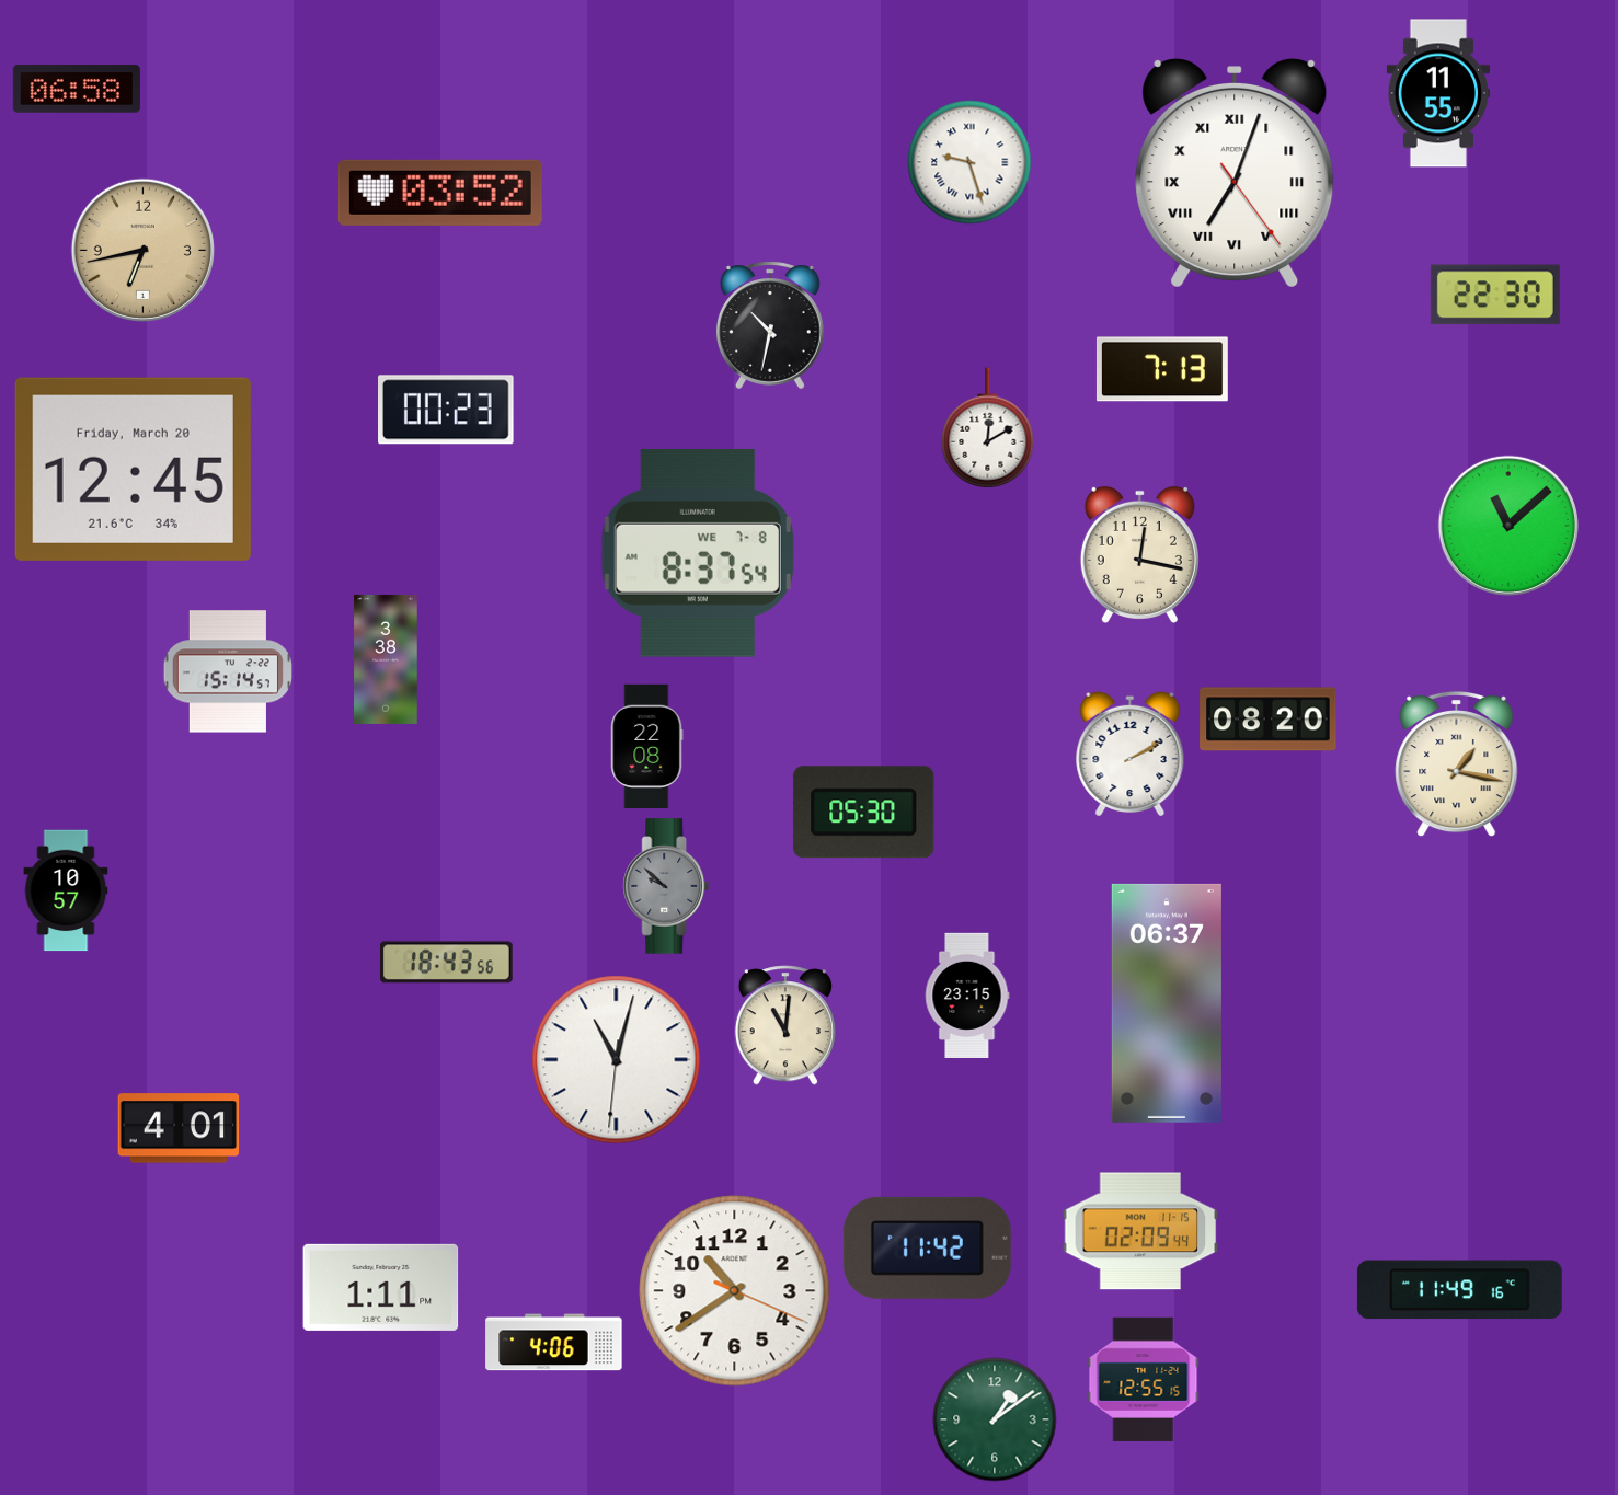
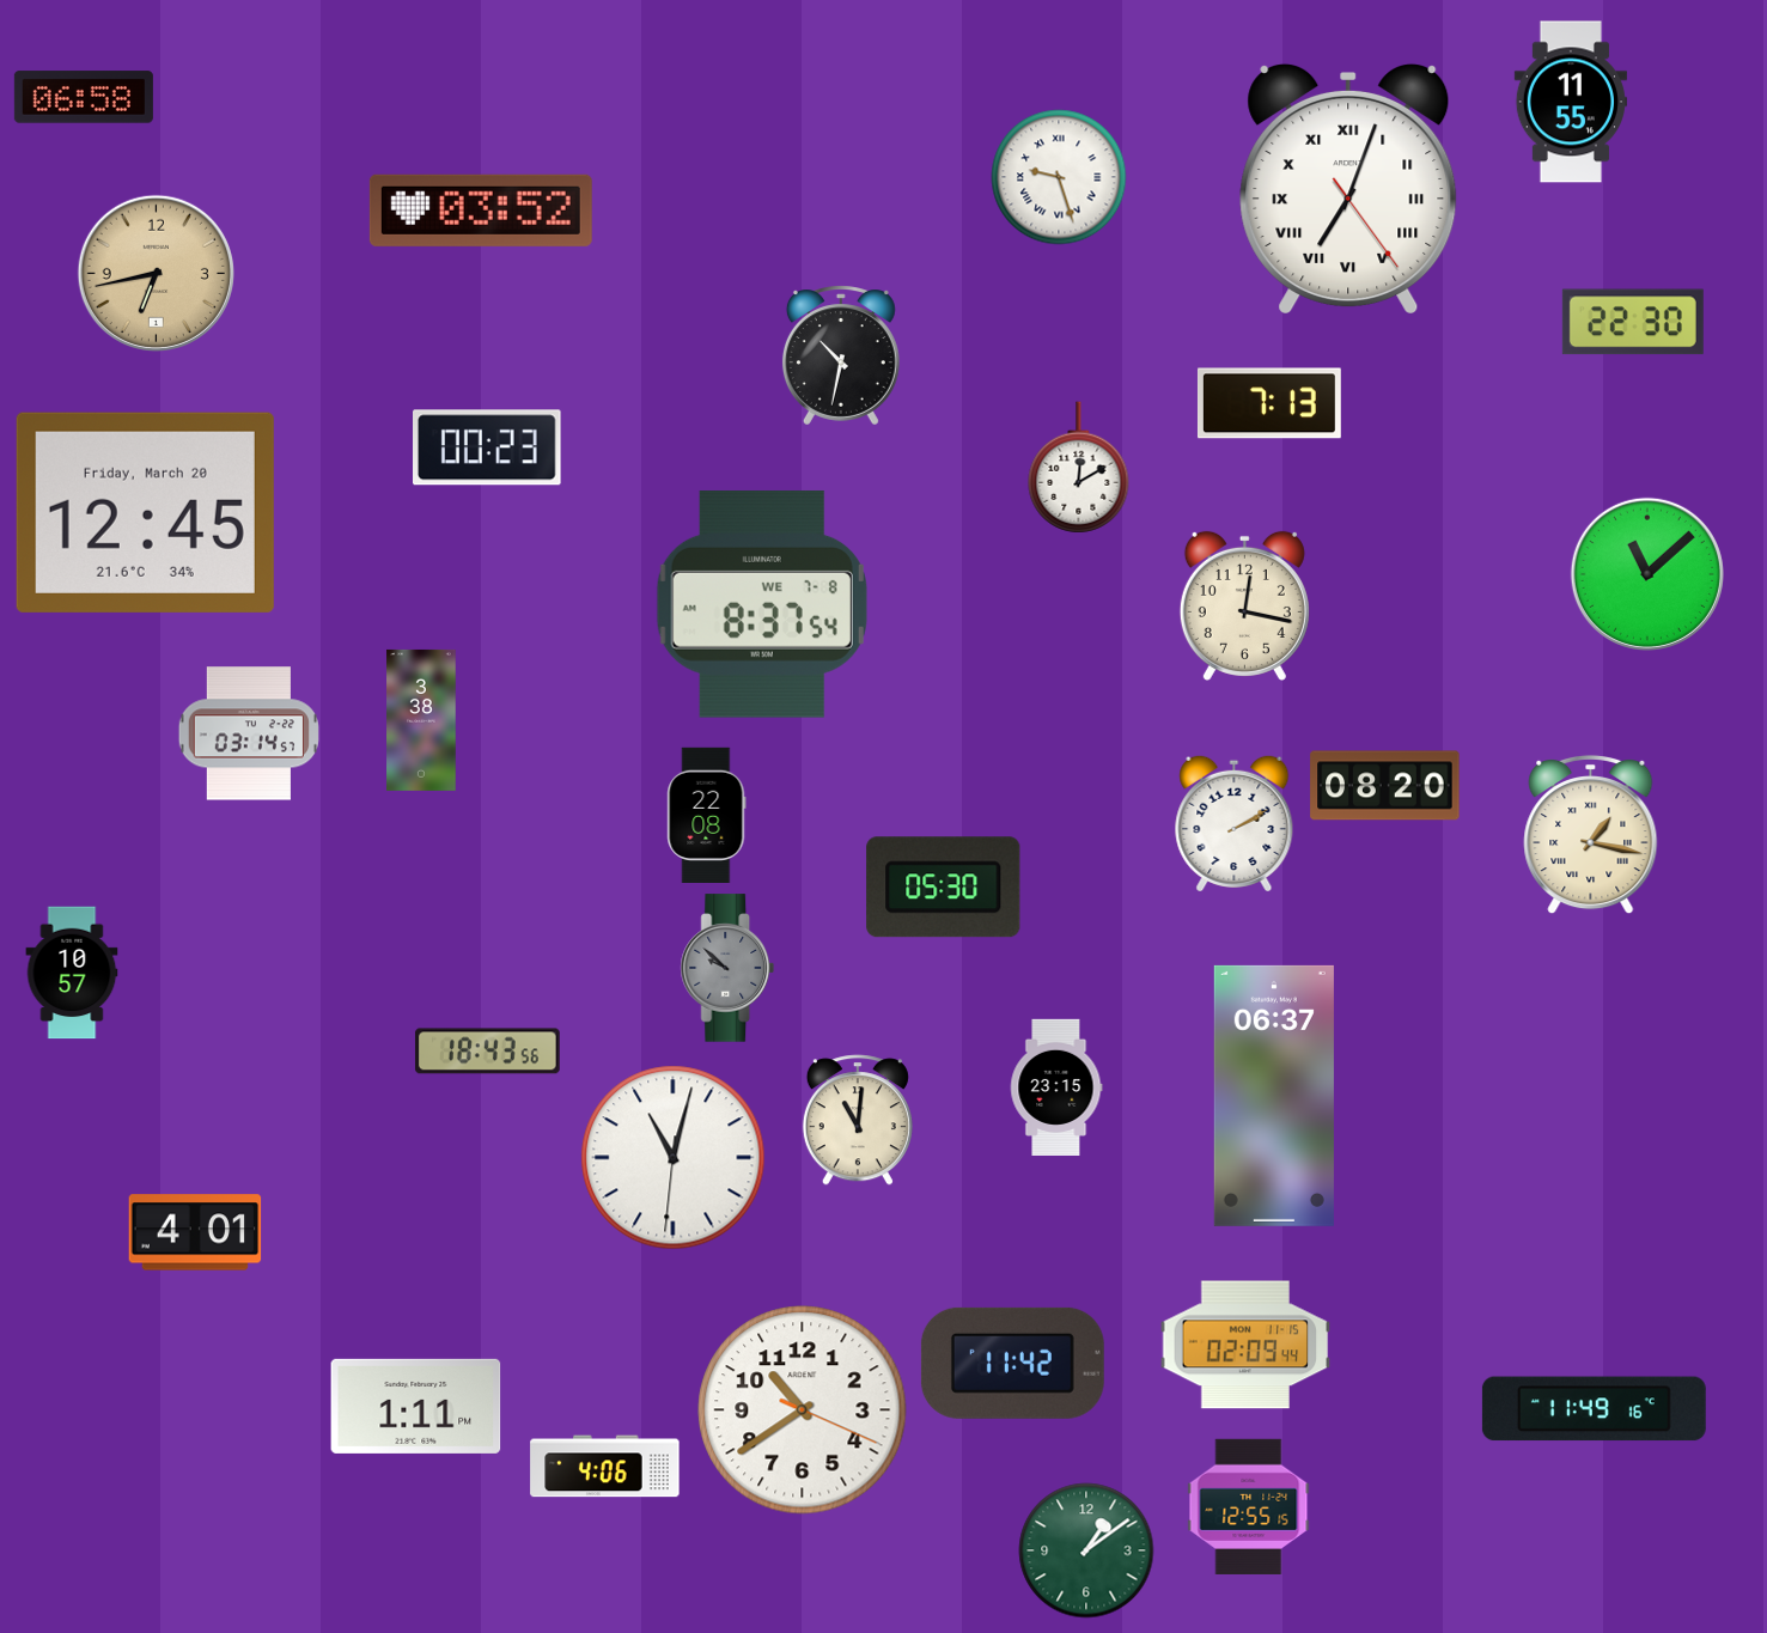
clock at (228, 671): 15:14 -> 03:14
